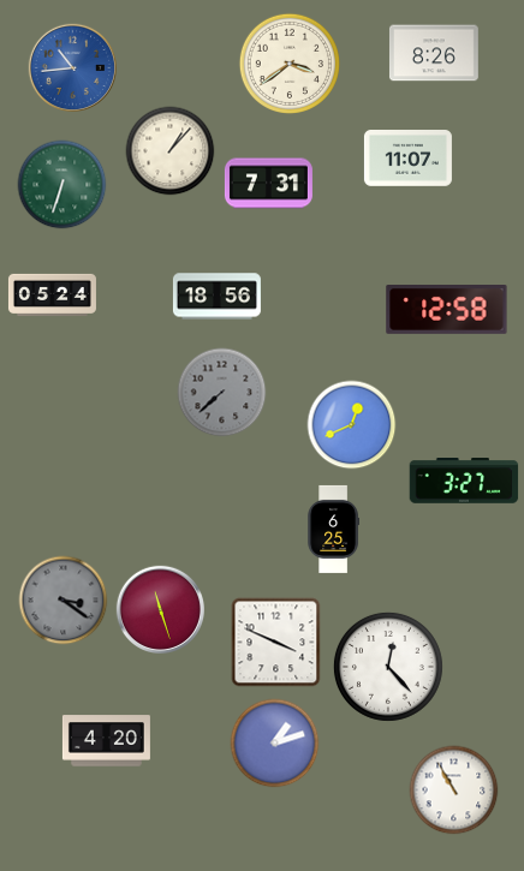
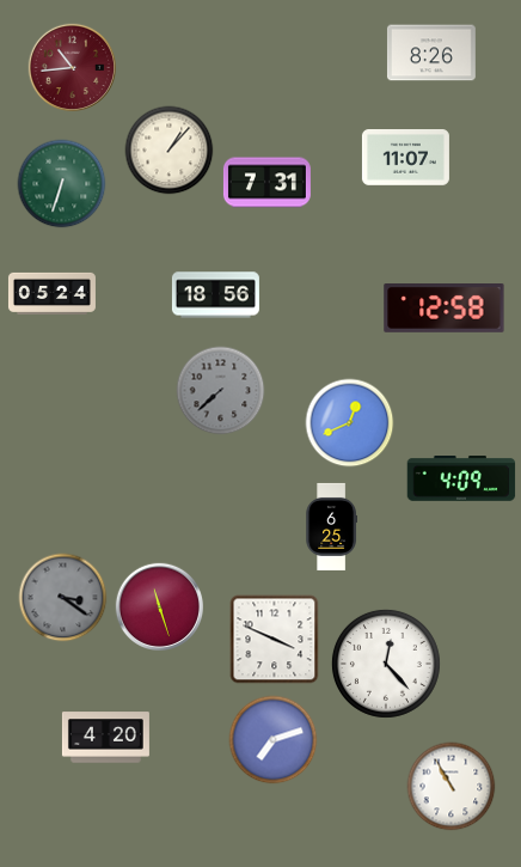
clock at (288, 62): 3:39 -> none
clock at (72, 67) dial: blue -> burgundy
clock at (464, 481): 3:27 -> 4:09
clock at (275, 744): 1:12 -> 7:12
